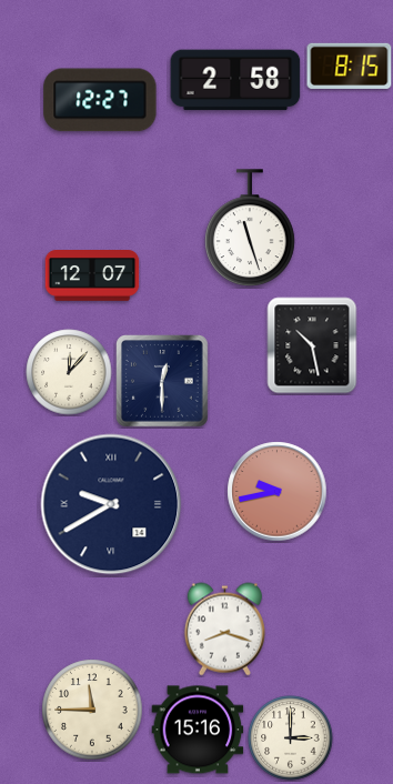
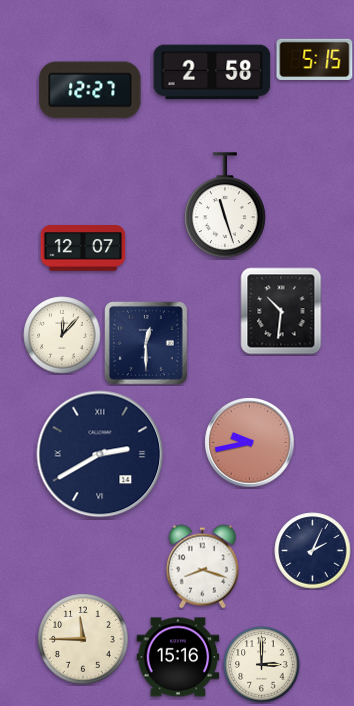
clock at (350, 66): 8:15 -> 5:15
clock at (312, 345): 10:28 -> 10:31
clock at (111, 504): 9:40 -> 2:40
clock at (313, 551): none -> 2:04
